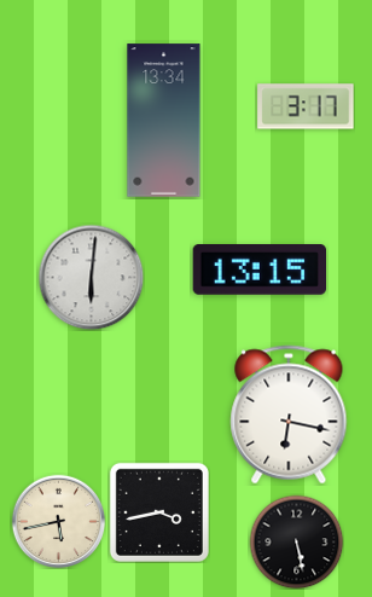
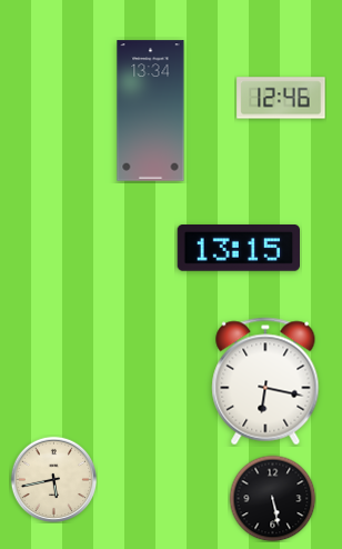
clock at (306, 106): 3:17 -> 12:46
clock at (91, 277): 6:01 -> none
clock at (159, 512): 3:43 -> none
